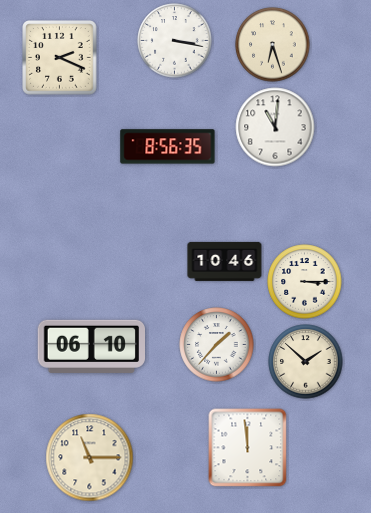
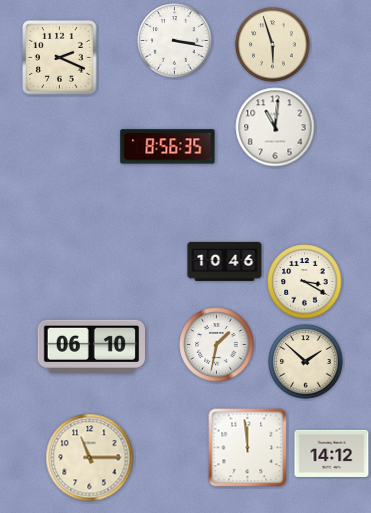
clock at (273, 45): 6:27 -> 5:57
clock at (305, 282): 3:15 -> 3:20
clock at (217, 345): 1:37 -> 1:32
clock at (332, 453): none -> 14:12
